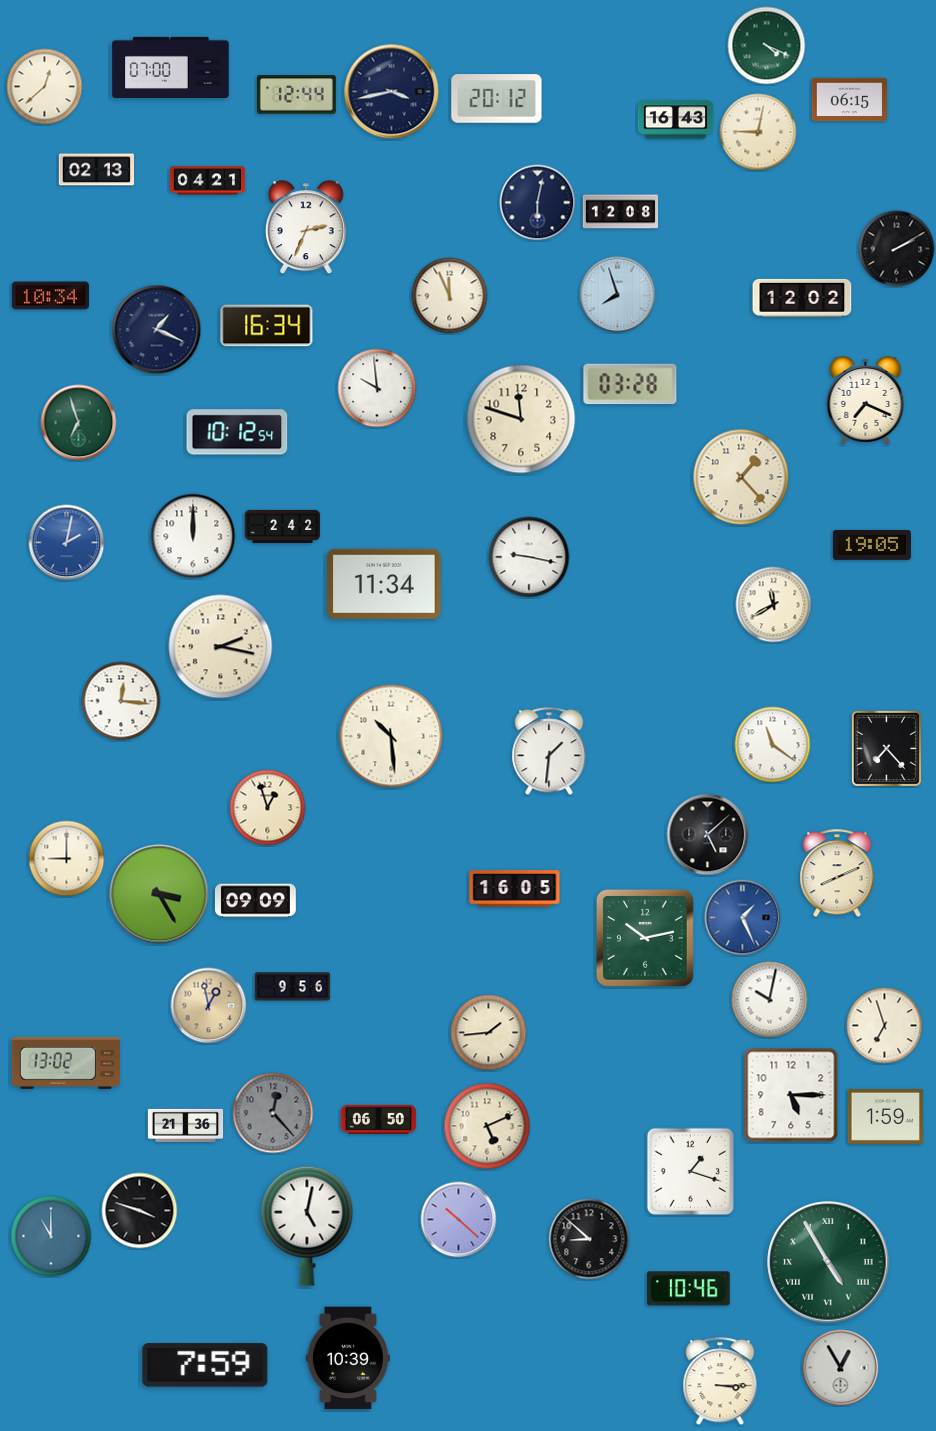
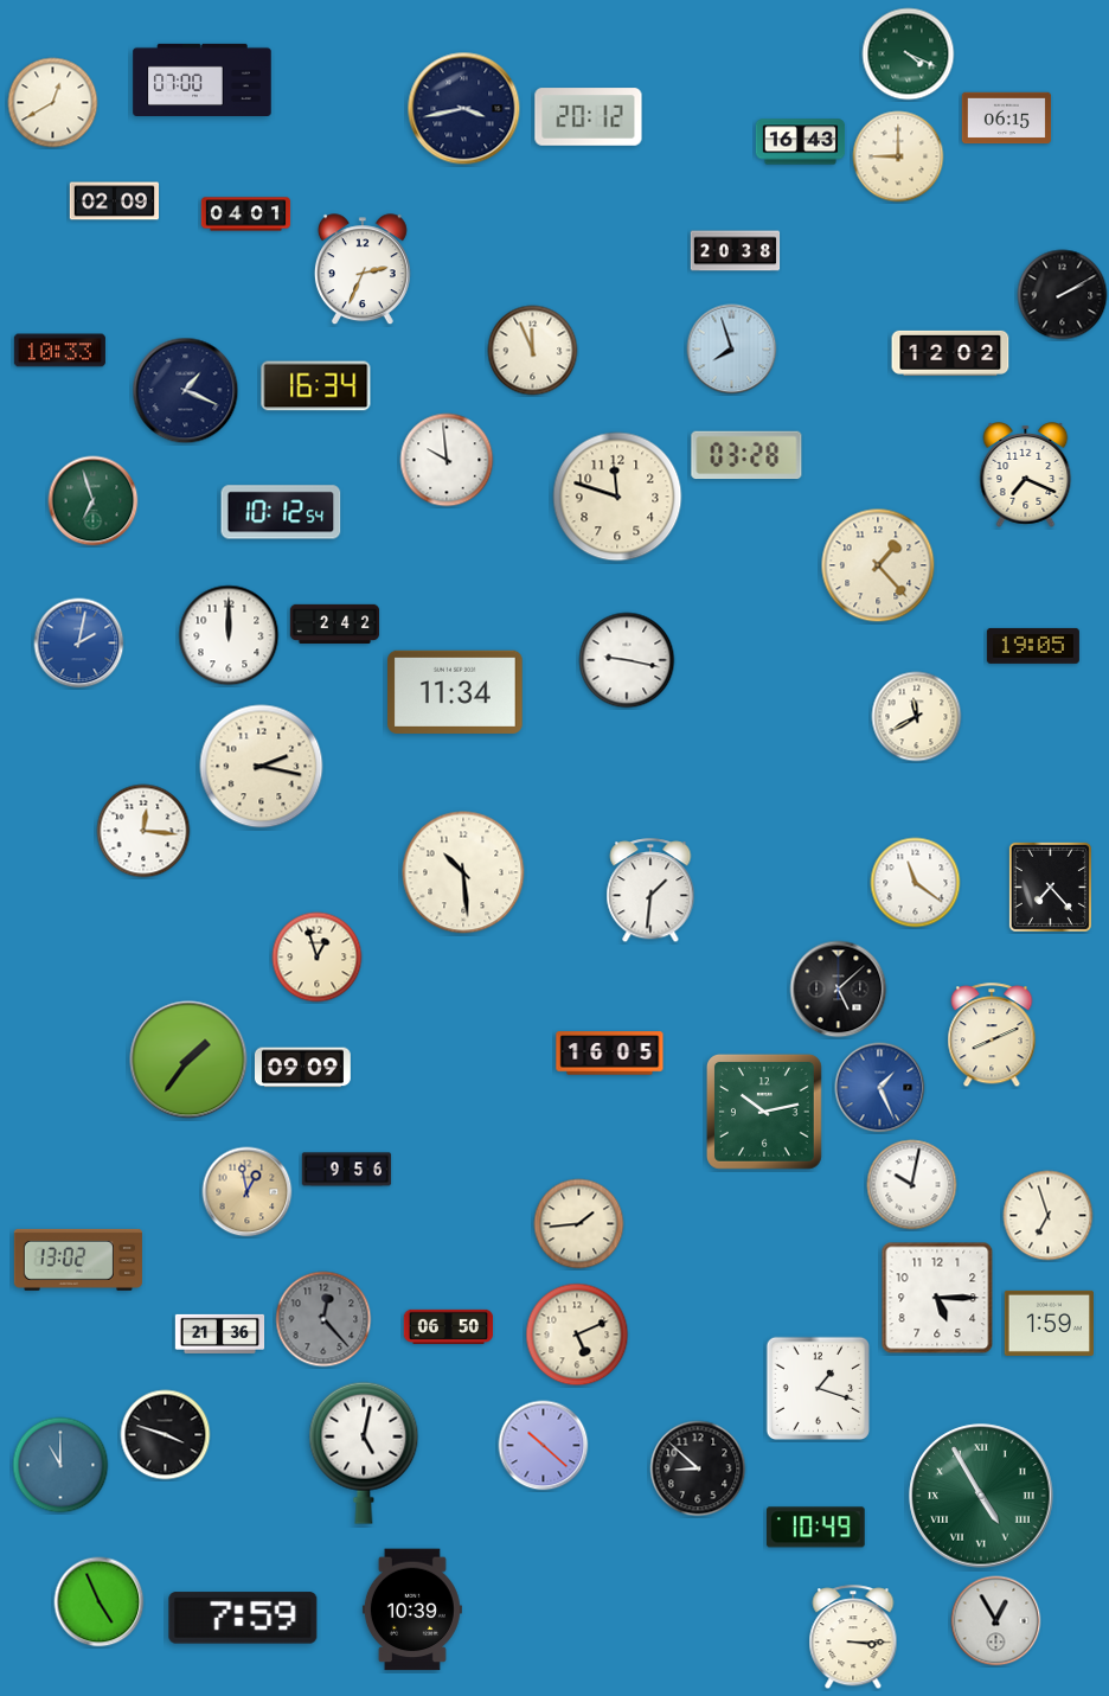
clock at (45, 87): 12:38 -> 12:40
clock at (296, 95): 12:44 -> none
clock at (758, 132): 9:02 -> 9:00
clock at (96, 170): 02:13 -> 02:09
clock at (208, 181): 04:21 -> 04:01
clock at (538, 203): 6:02 -> none
clock at (621, 212): 12:08 -> 20:38
clock at (50, 296): 10:34 -> 10:33
clock at (67, 859): 9:00 -> none
clock at (159, 894): 3:25 -> 1:36
clock at (689, 1289): 10:46 -> 10:49
clock at (100, 1602): none -> 4:56
